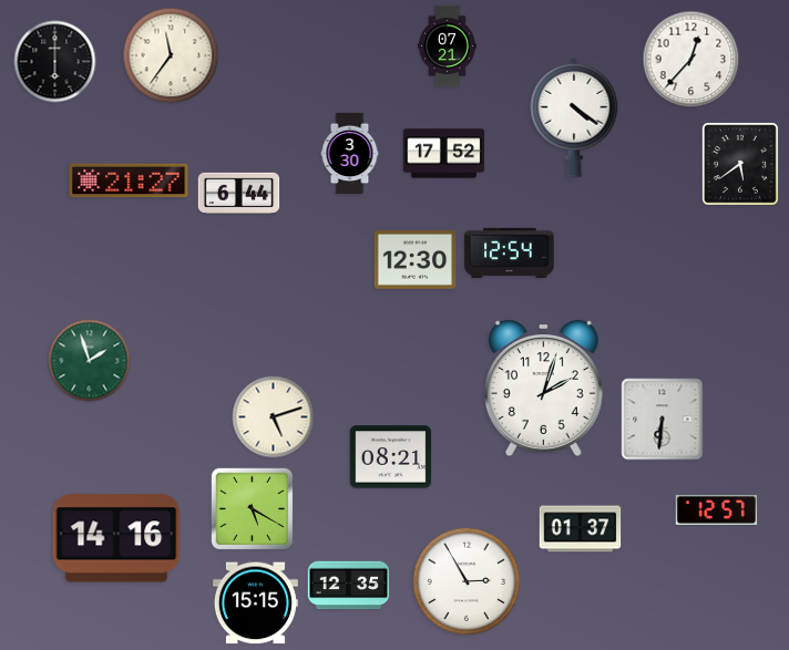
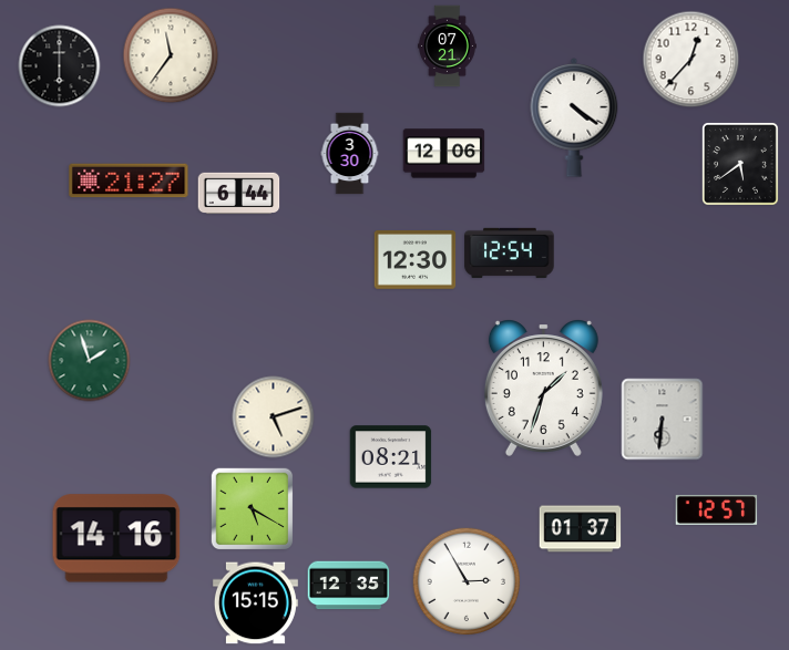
clock at (55, 62) position: (55, 62) -> (60, 66)
clock at (444, 154): 17:52 -> 12:06
clock at (543, 388): 2:03 -> 1:33
